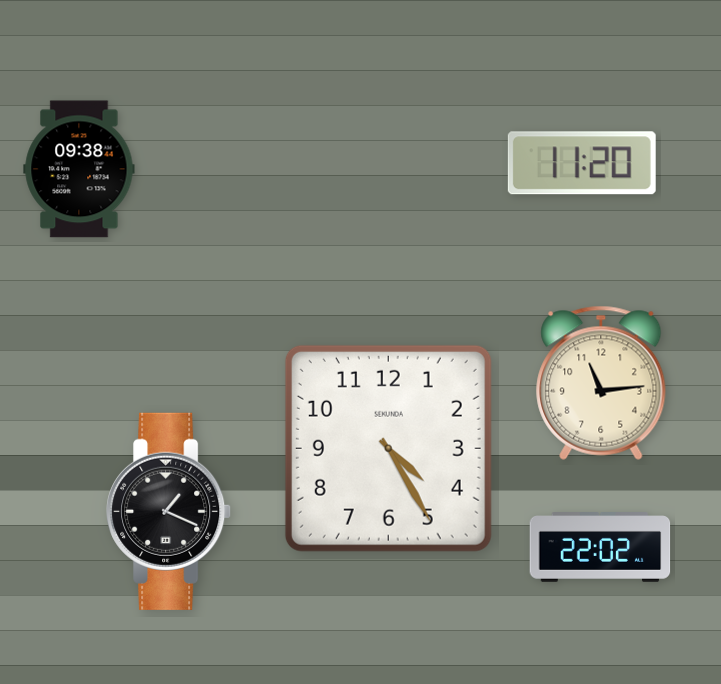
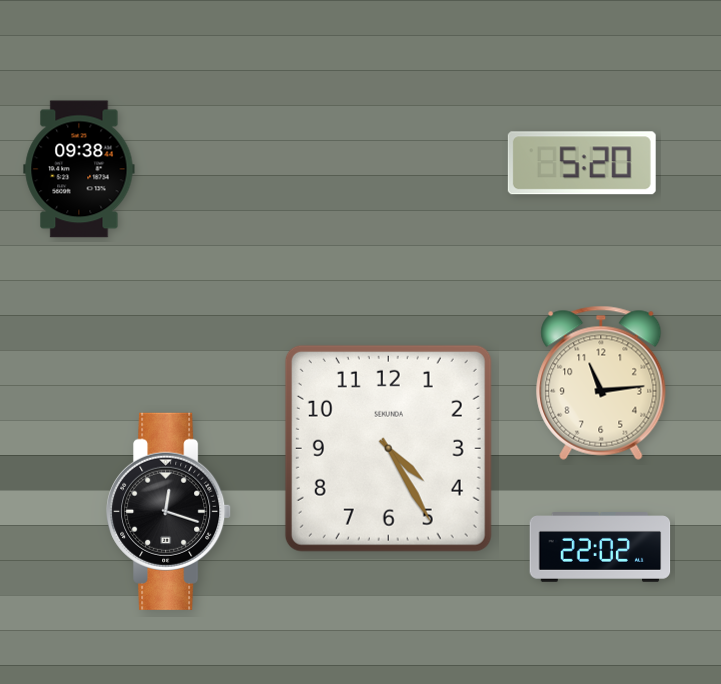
clock at (582, 163): 11:20 -> 5:20
clock at (169, 511): 1:19 -> 12:18
